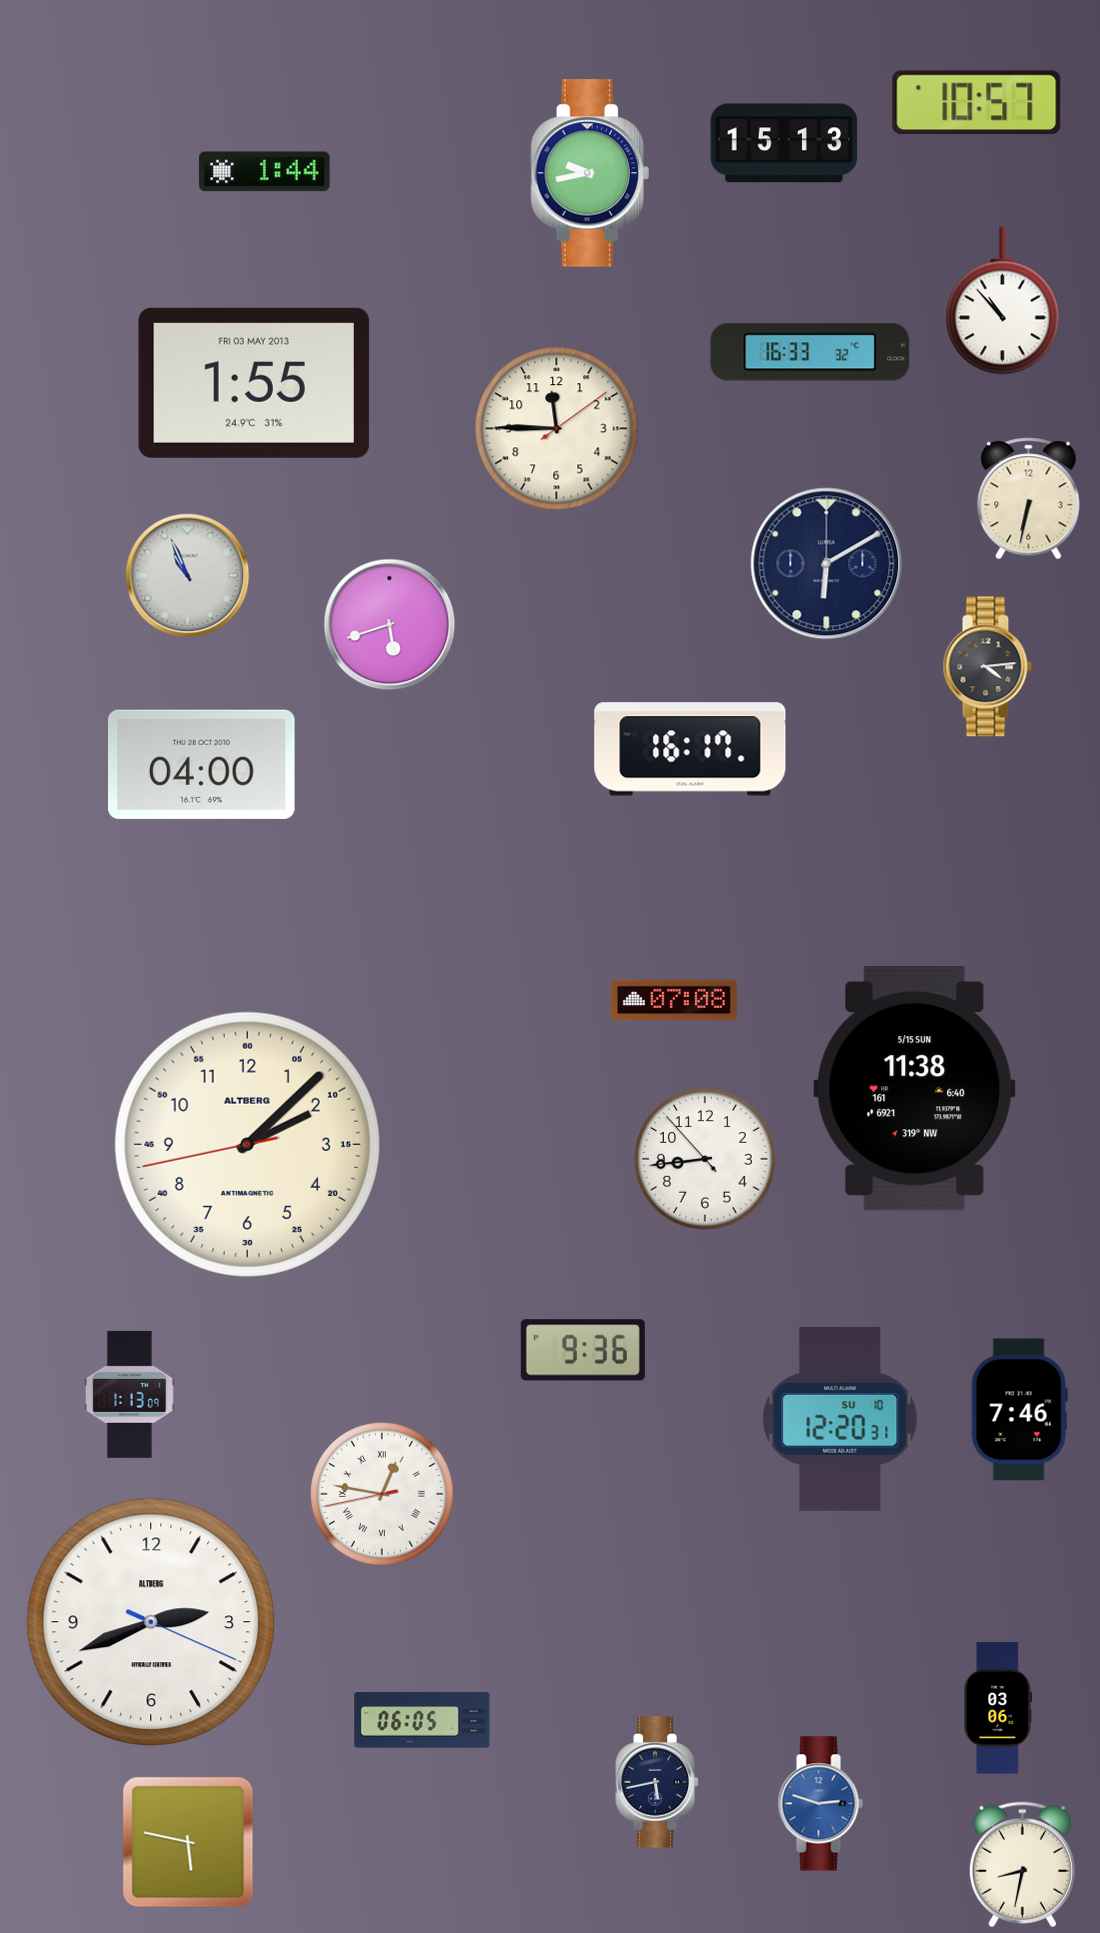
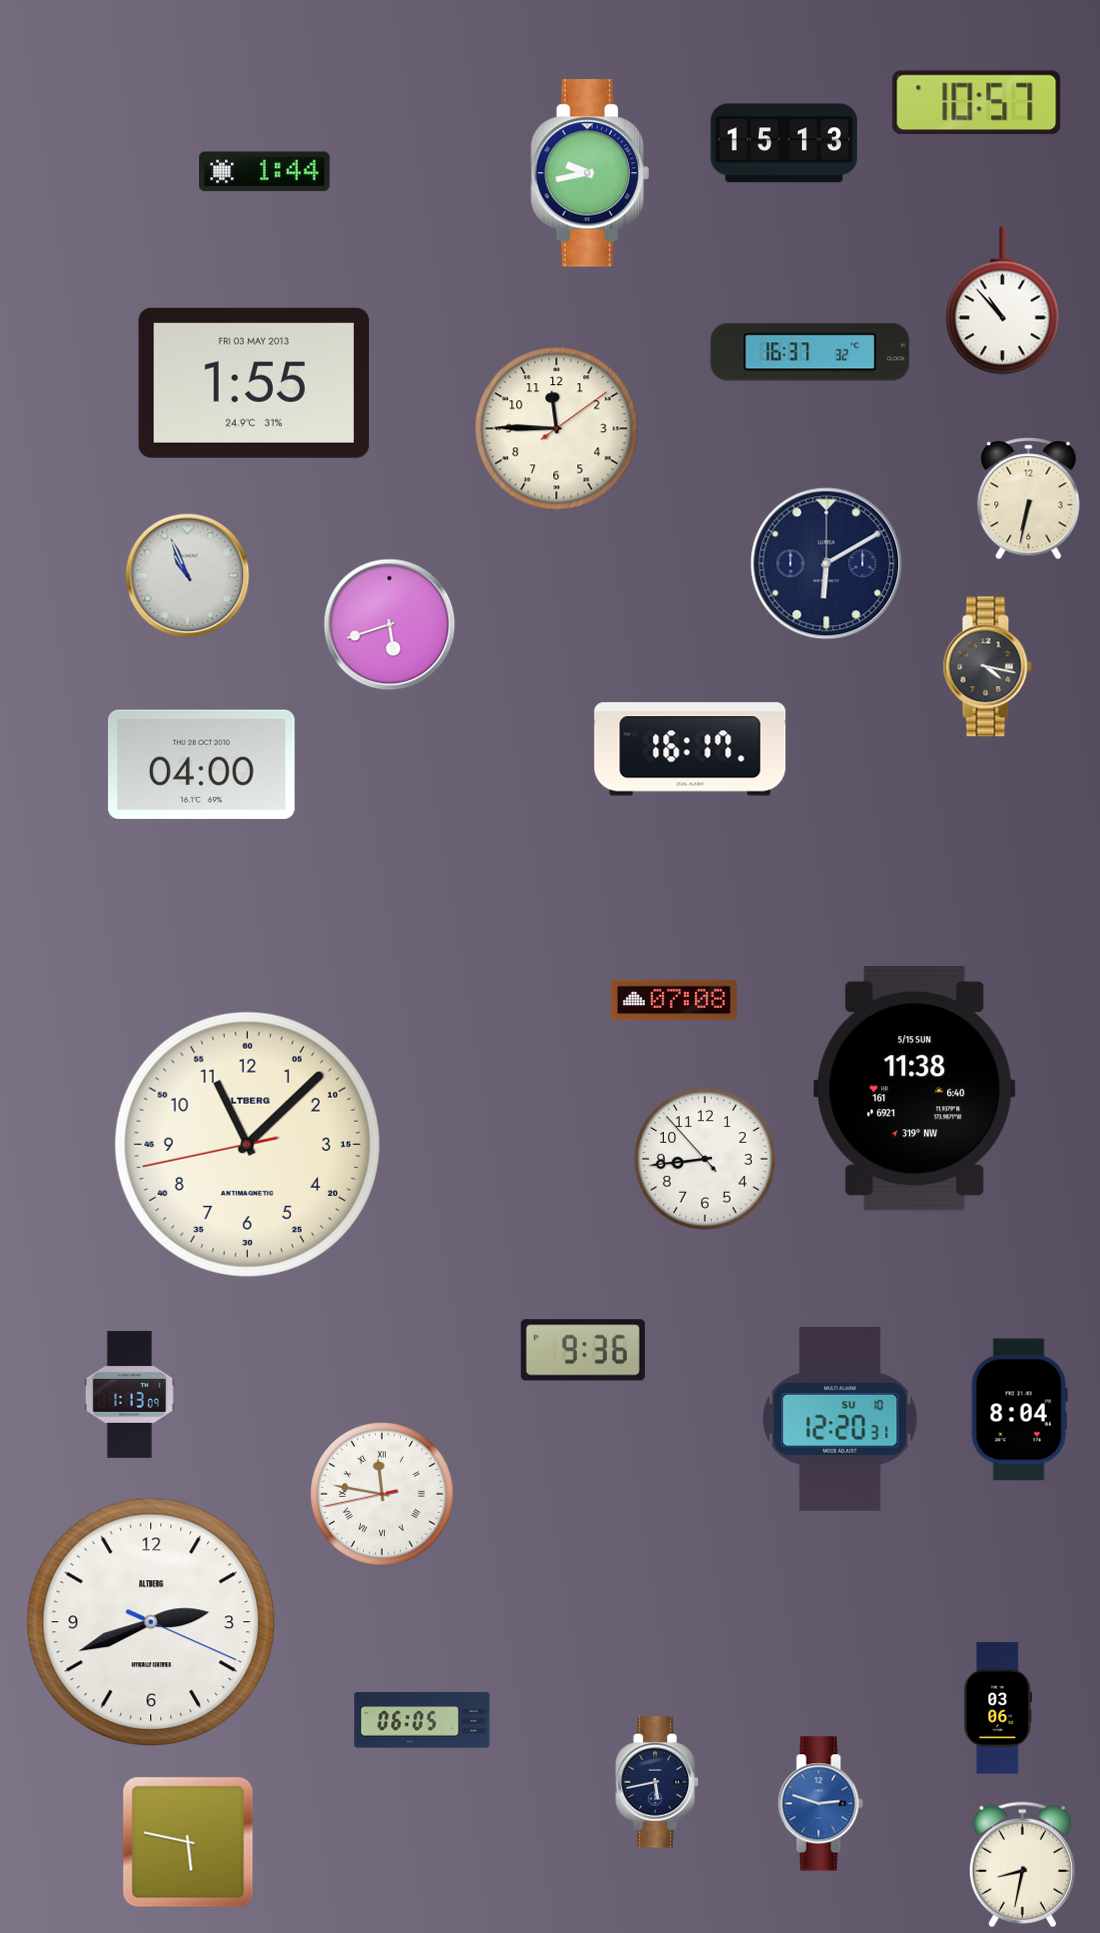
clock at (810, 352): 16:33 -> 16:37
clock at (987, 667): 4:14 -> 4:17
clock at (247, 1144): 2:07 -> 11:07
clock at (1019, 1410): 7:46 -> 8:04
clock at (382, 1494): 12:46 -> 11:46
